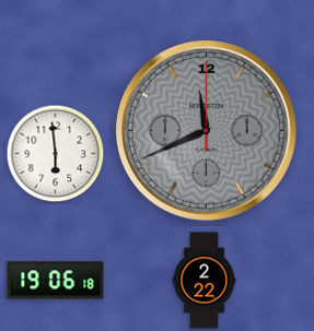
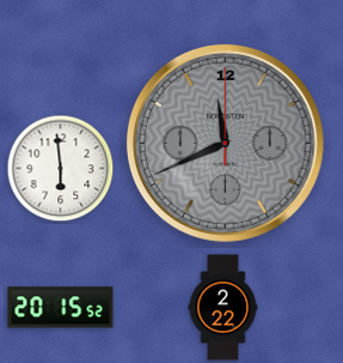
clock at (56, 281): 19:06 -> 20:15
